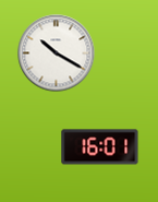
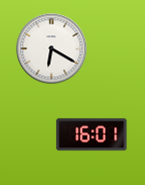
clock at (57, 54): 10:20 -> 6:20
